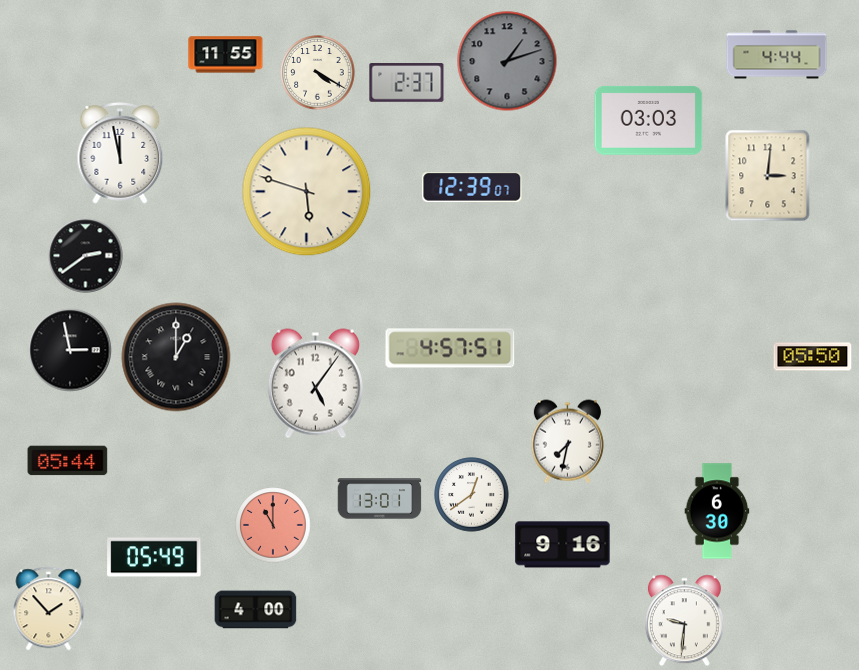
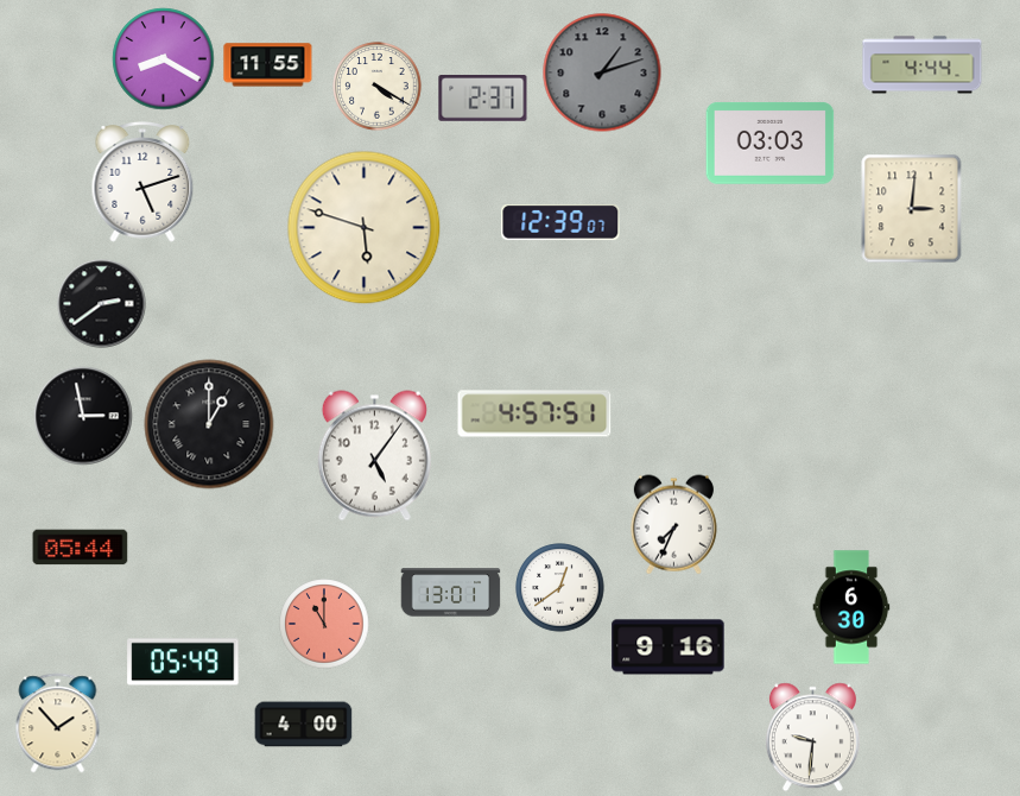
clock at (164, 59): none -> 8:20
clock at (120, 153): 11:58 -> 5:12
clock at (813, 357): 05:50 -> none
clock at (567, 442): 7:32 -> 7:34
